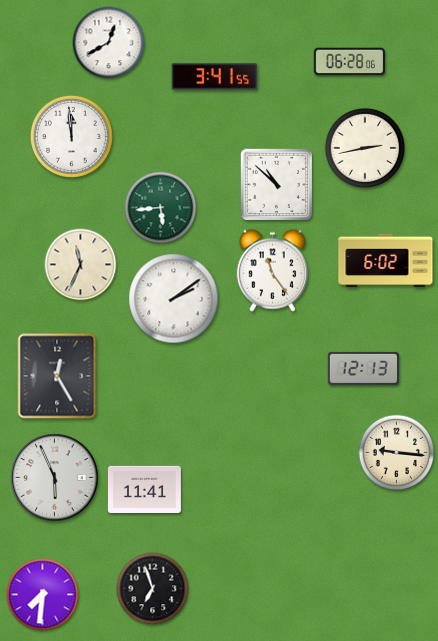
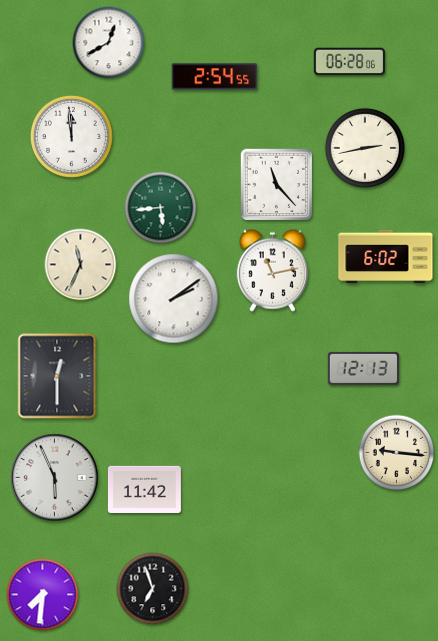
clock at (215, 77): 3:41 -> 2:54
clock at (277, 185): 10:52 -> 11:23
clock at (386, 261) position: (386, 261) -> (386, 257)
clock at (272, 270): 11:24 -> 11:13
clock at (57, 376): 12:25 -> 12:30
clock at (144, 489): 11:41 -> 11:42
